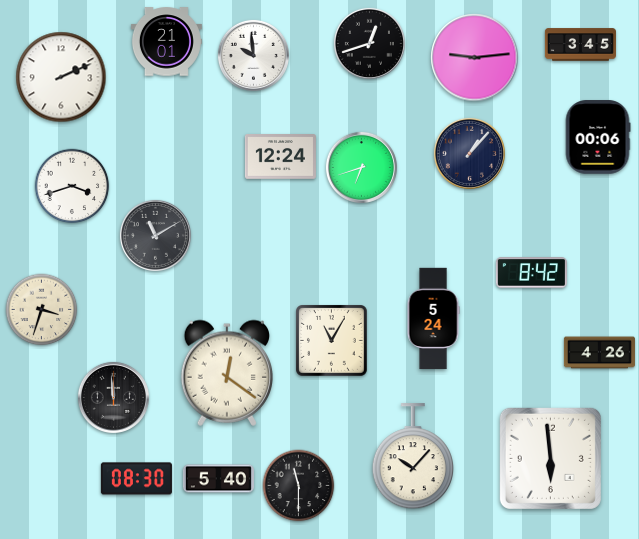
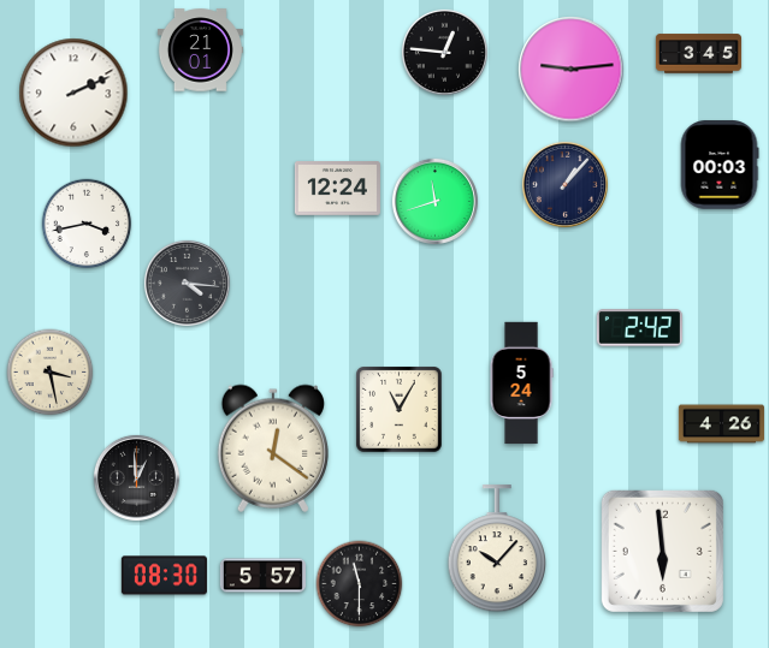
clock at (369, 43): 12:42 -> 12:46
clock at (253, 55): 9:59 -> none
clock at (598, 137): 00:06 -> 00:03
clock at (361, 167): 6:42 -> 11:42
clock at (72, 186): 3:42 -> 3:43
clock at (155, 235): 11:10 -> 4:16
clock at (531, 273): 8:42 -> 2:42
clock at (42, 310): 3:33 -> 3:28
clock at (113, 397): 11:59 -> 12:59
clock at (218, 479): 5:40 -> 5:57
